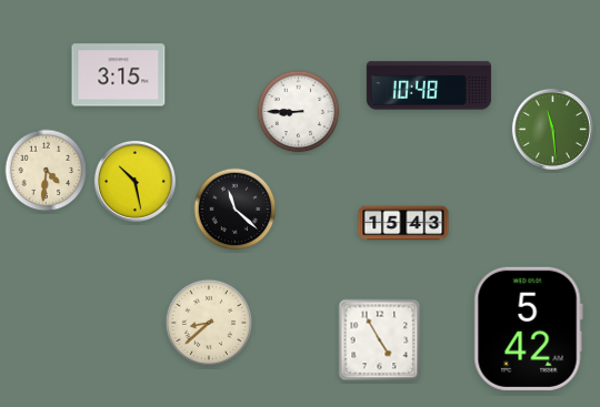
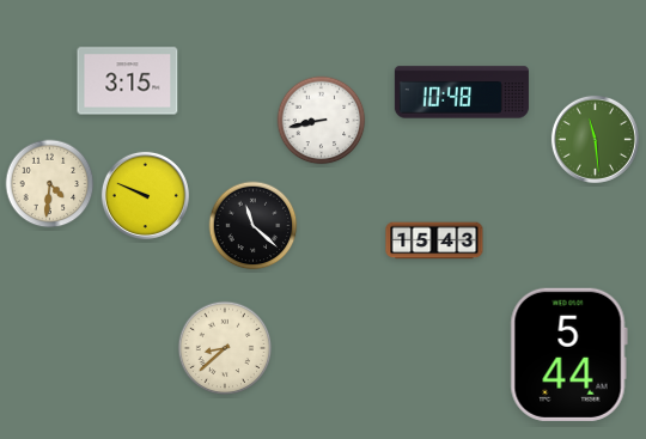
clock at (299, 112): 8:45 -> 8:43
clock at (134, 181): 10:28 -> 9:49
clock at (528, 328): 5:42 -> 5:44
clock at (380, 340): 4:55 -> none
